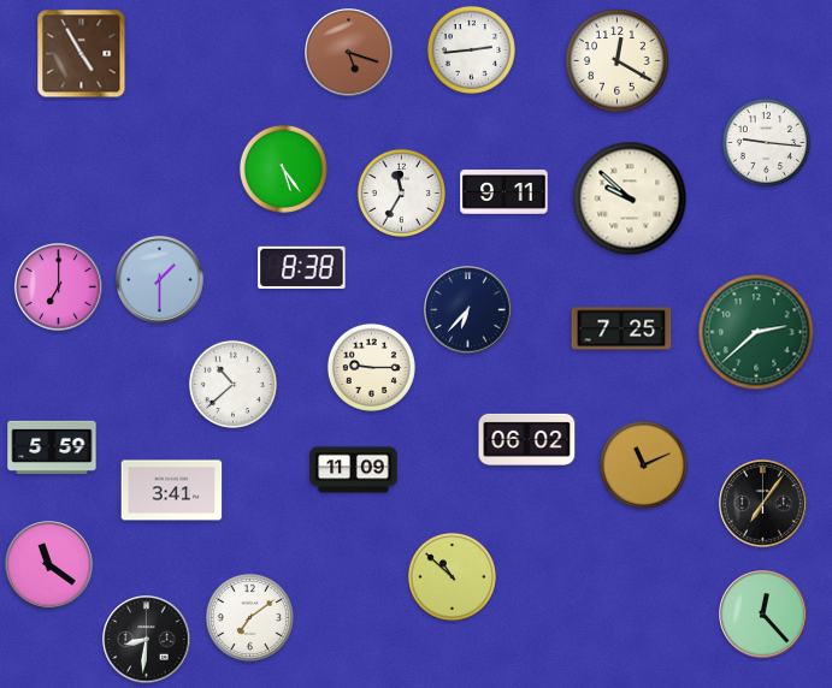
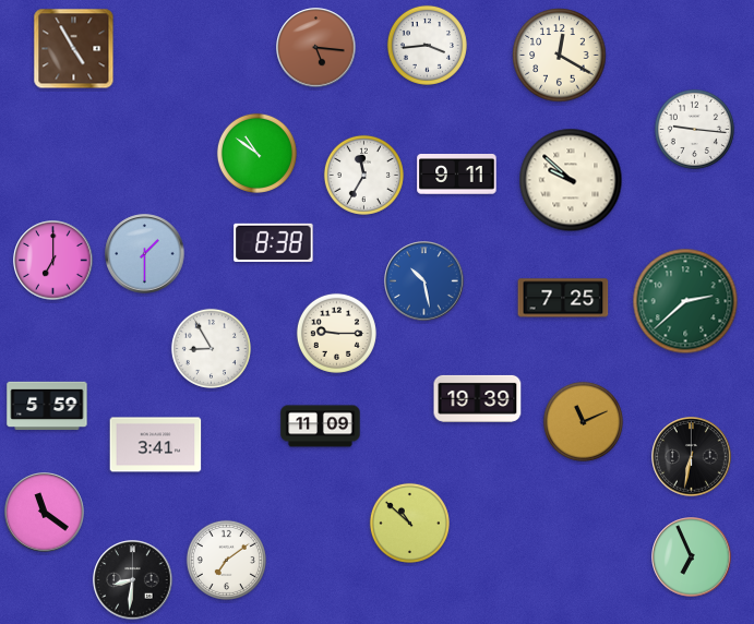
clock at (471, 49): 2:44 -> 3:44
clock at (349, 53): 5:18 -> 5:16
clock at (283, 168): 5:24 -> 10:51
clock at (468, 310): 6:37 -> 10:28
clock at (468, 310) dial: navy -> blue
clock at (232, 384): 10:38 -> 8:55
clock at (527, 439): 06:02 -> 19:39
clock at (763, 504): 7:06 -> 6:32
clock at (763, 615): 12:23 -> 6:56
